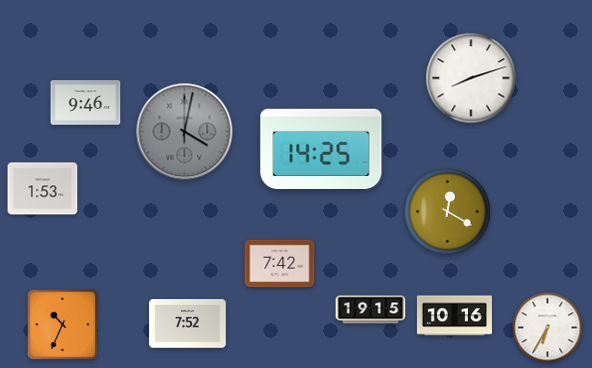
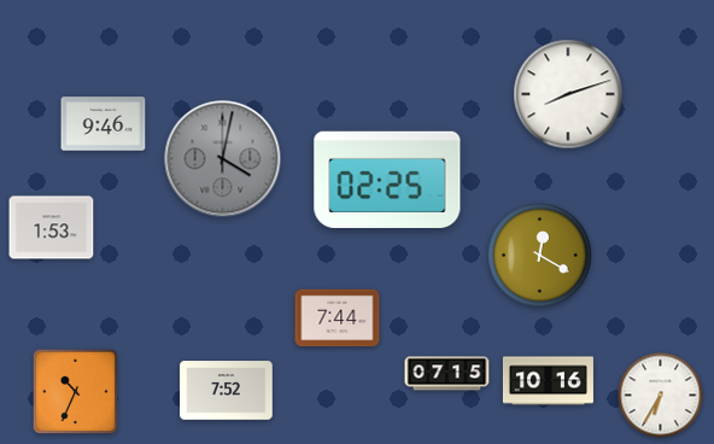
clock at (321, 149): 14:25 -> 02:25
clock at (280, 264): 7:42 -> 7:44
clock at (371, 310): 19:15 -> 07:15
